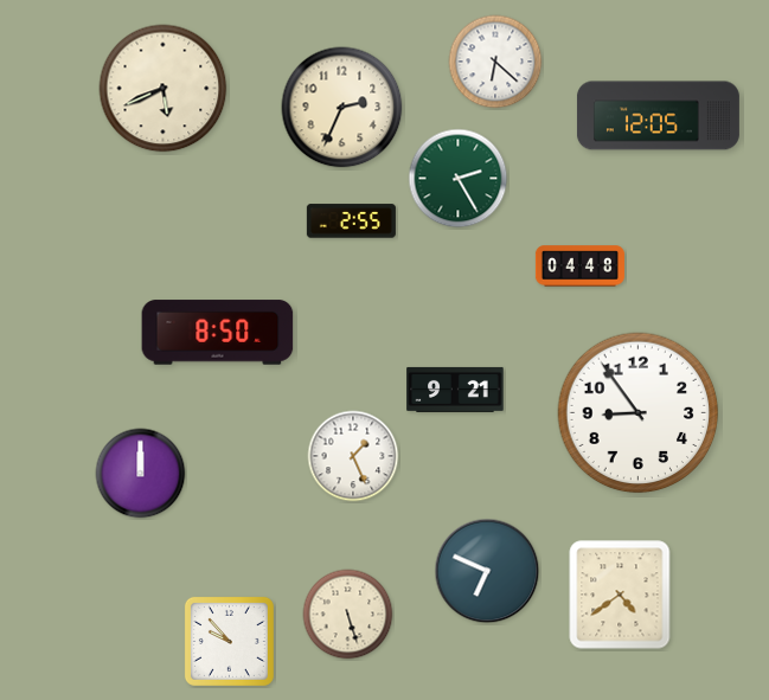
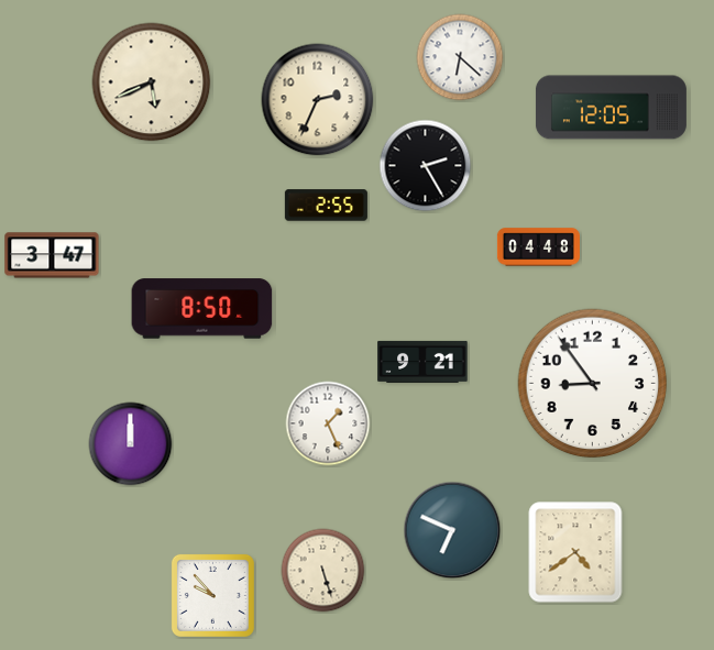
clock at (459, 179) dial: green -> black
clock at (52, 255): none -> 3:47
clock at (141, 474) position: (141, 474) -> (131, 444)
